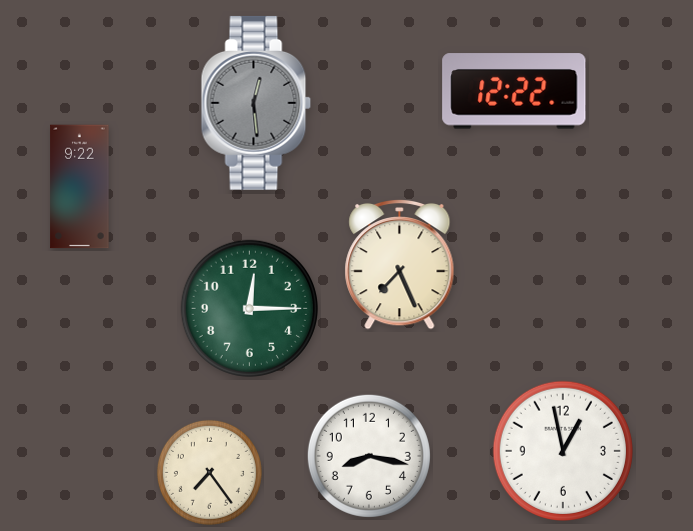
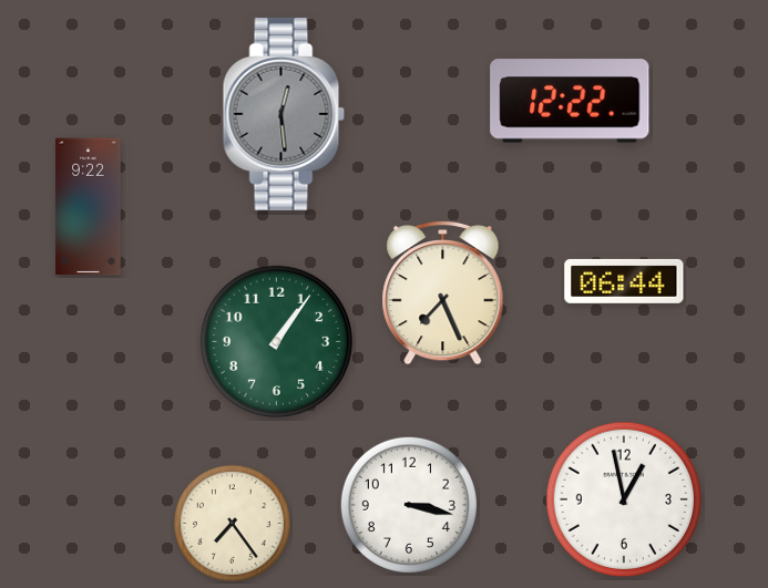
clock at (624, 281): none -> 06:44
clock at (249, 308): 12:15 -> 1:06
clock at (369, 456): 8:17 -> 3:17
